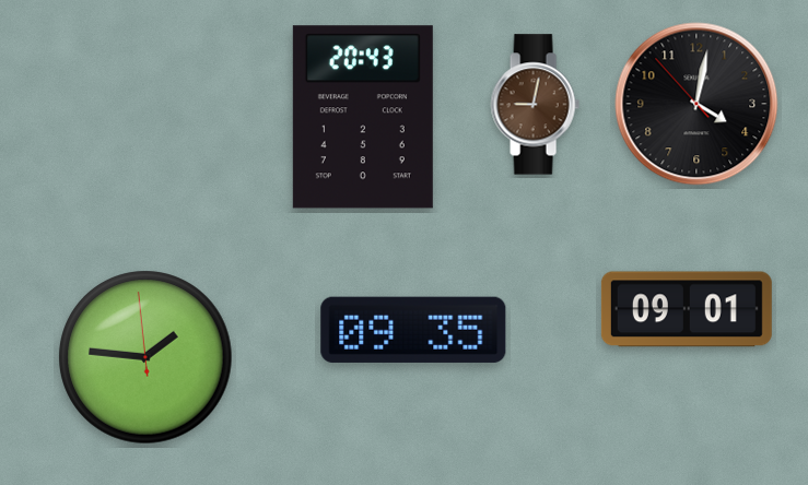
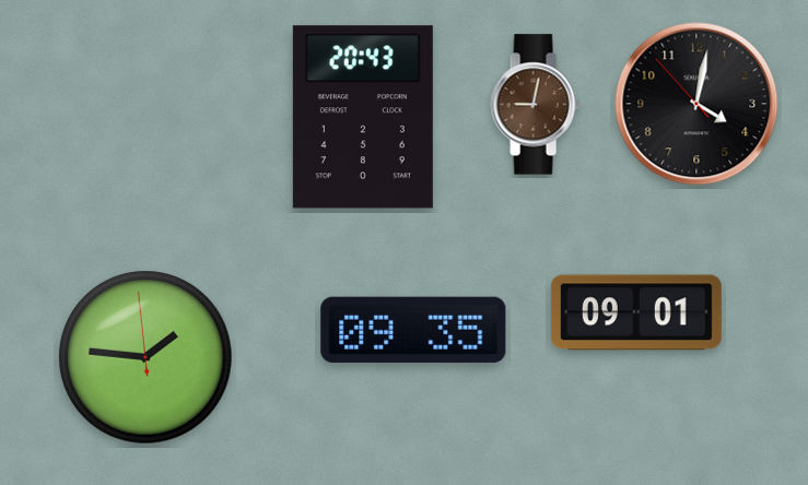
clock at (687, 309) position: (687, 309) -> (636, 312)
